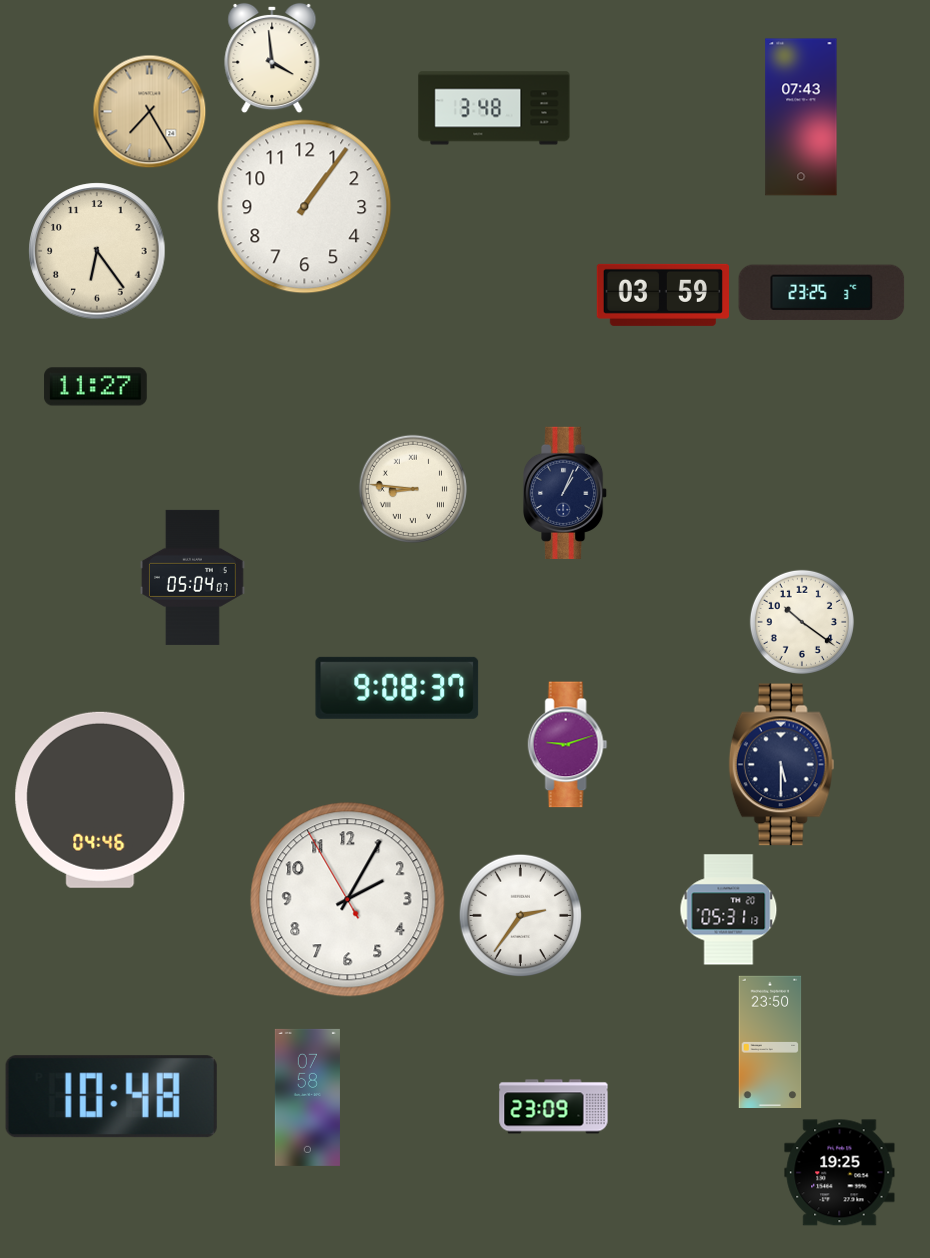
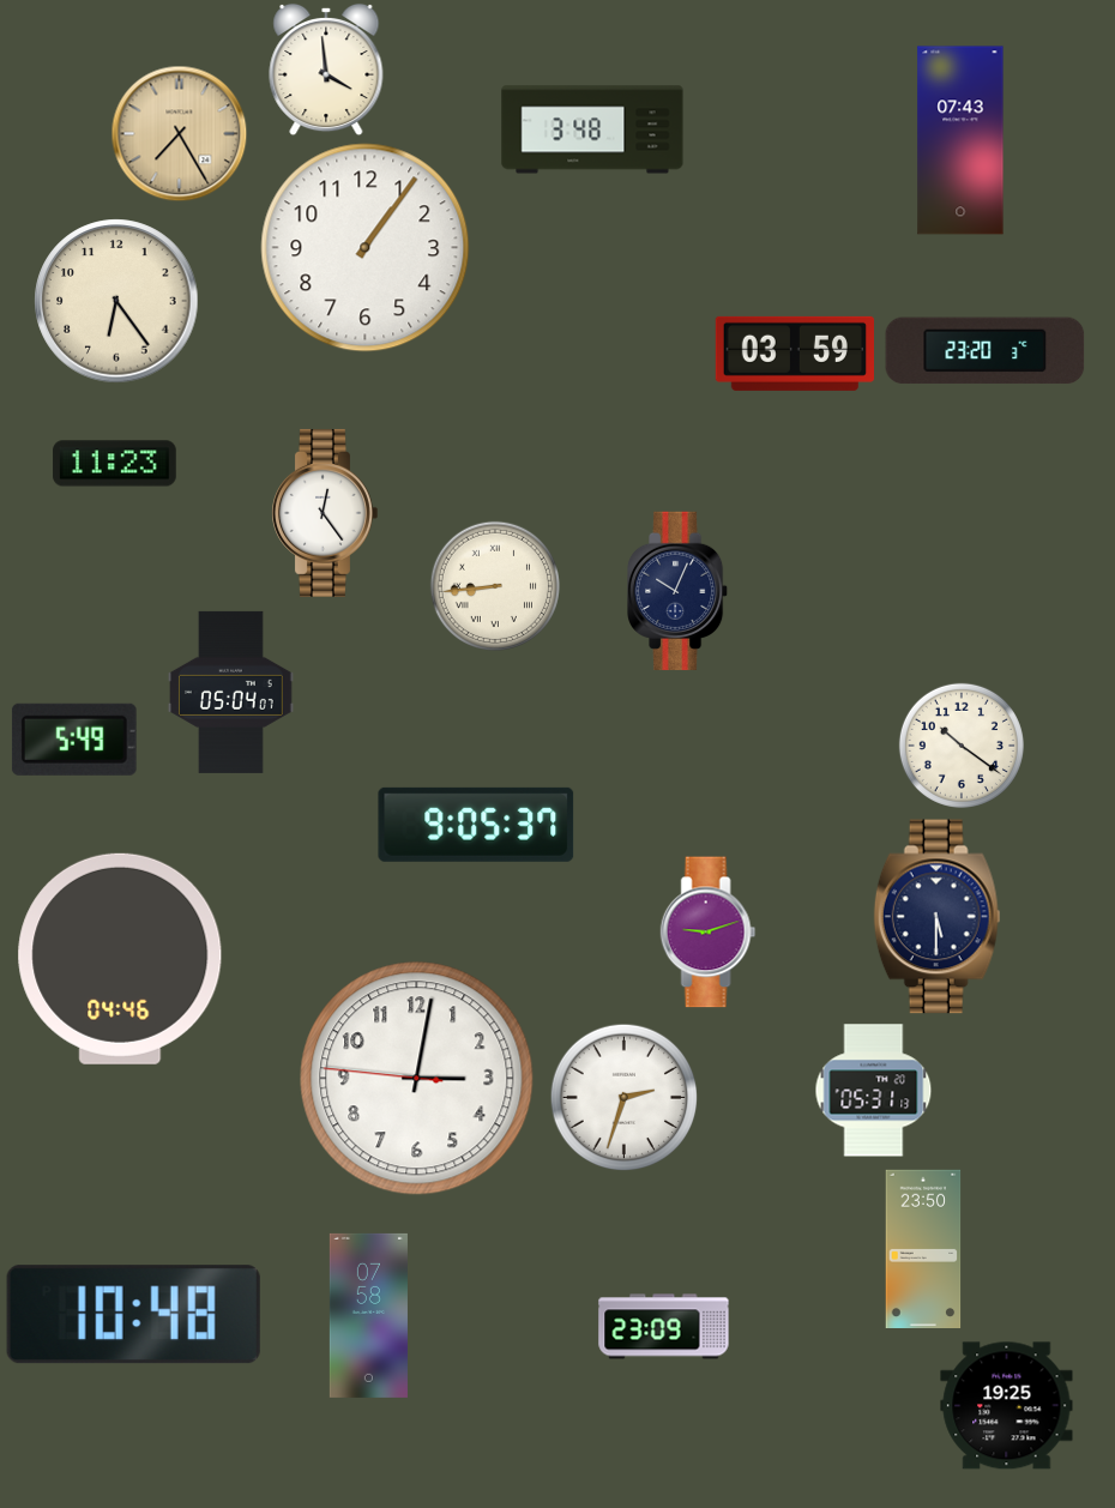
clock at (822, 293): 23:25 -> 23:20
clock at (96, 387): 11:27 -> 11:23
clock at (325, 513): none -> 12:24
clock at (413, 489): 8:46 -> 8:44
clock at (566, 493): 1:04 -> 10:04
clock at (74, 740): none -> 5:49
clock at (397, 688): 9:08 -> 9:05
clock at (568, 745) position: (568, 745) -> (709, 933)
clock at (348, 900): 2:04 -> 3:01
clock at (521, 916): 2:36 -> 2:33
